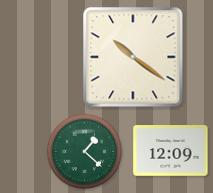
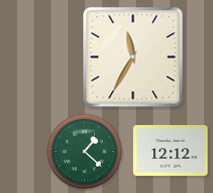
clock at (133, 57): 10:21 -> 11:35
clock at (171, 151): 12:09 -> 12:12
